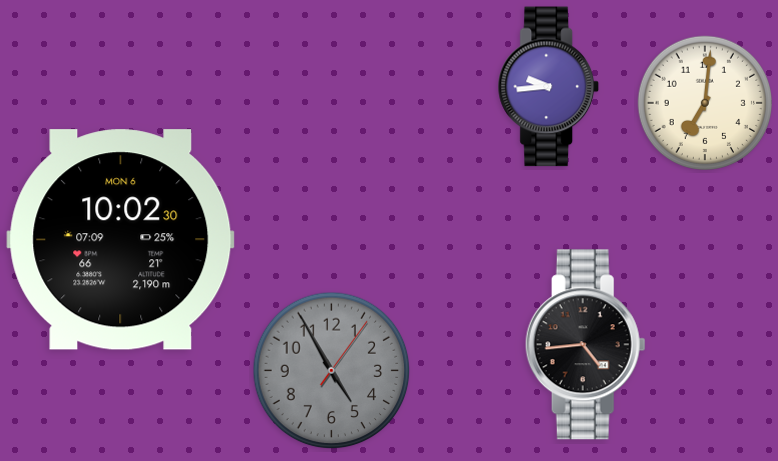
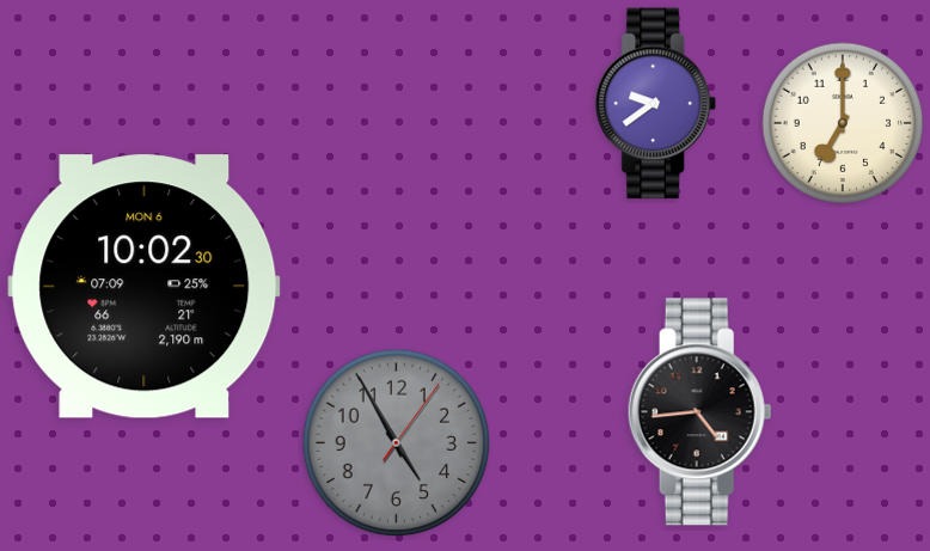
clock at (549, 87): 9:44 -> 9:39
clock at (704, 102): 7:01 -> 7:00
